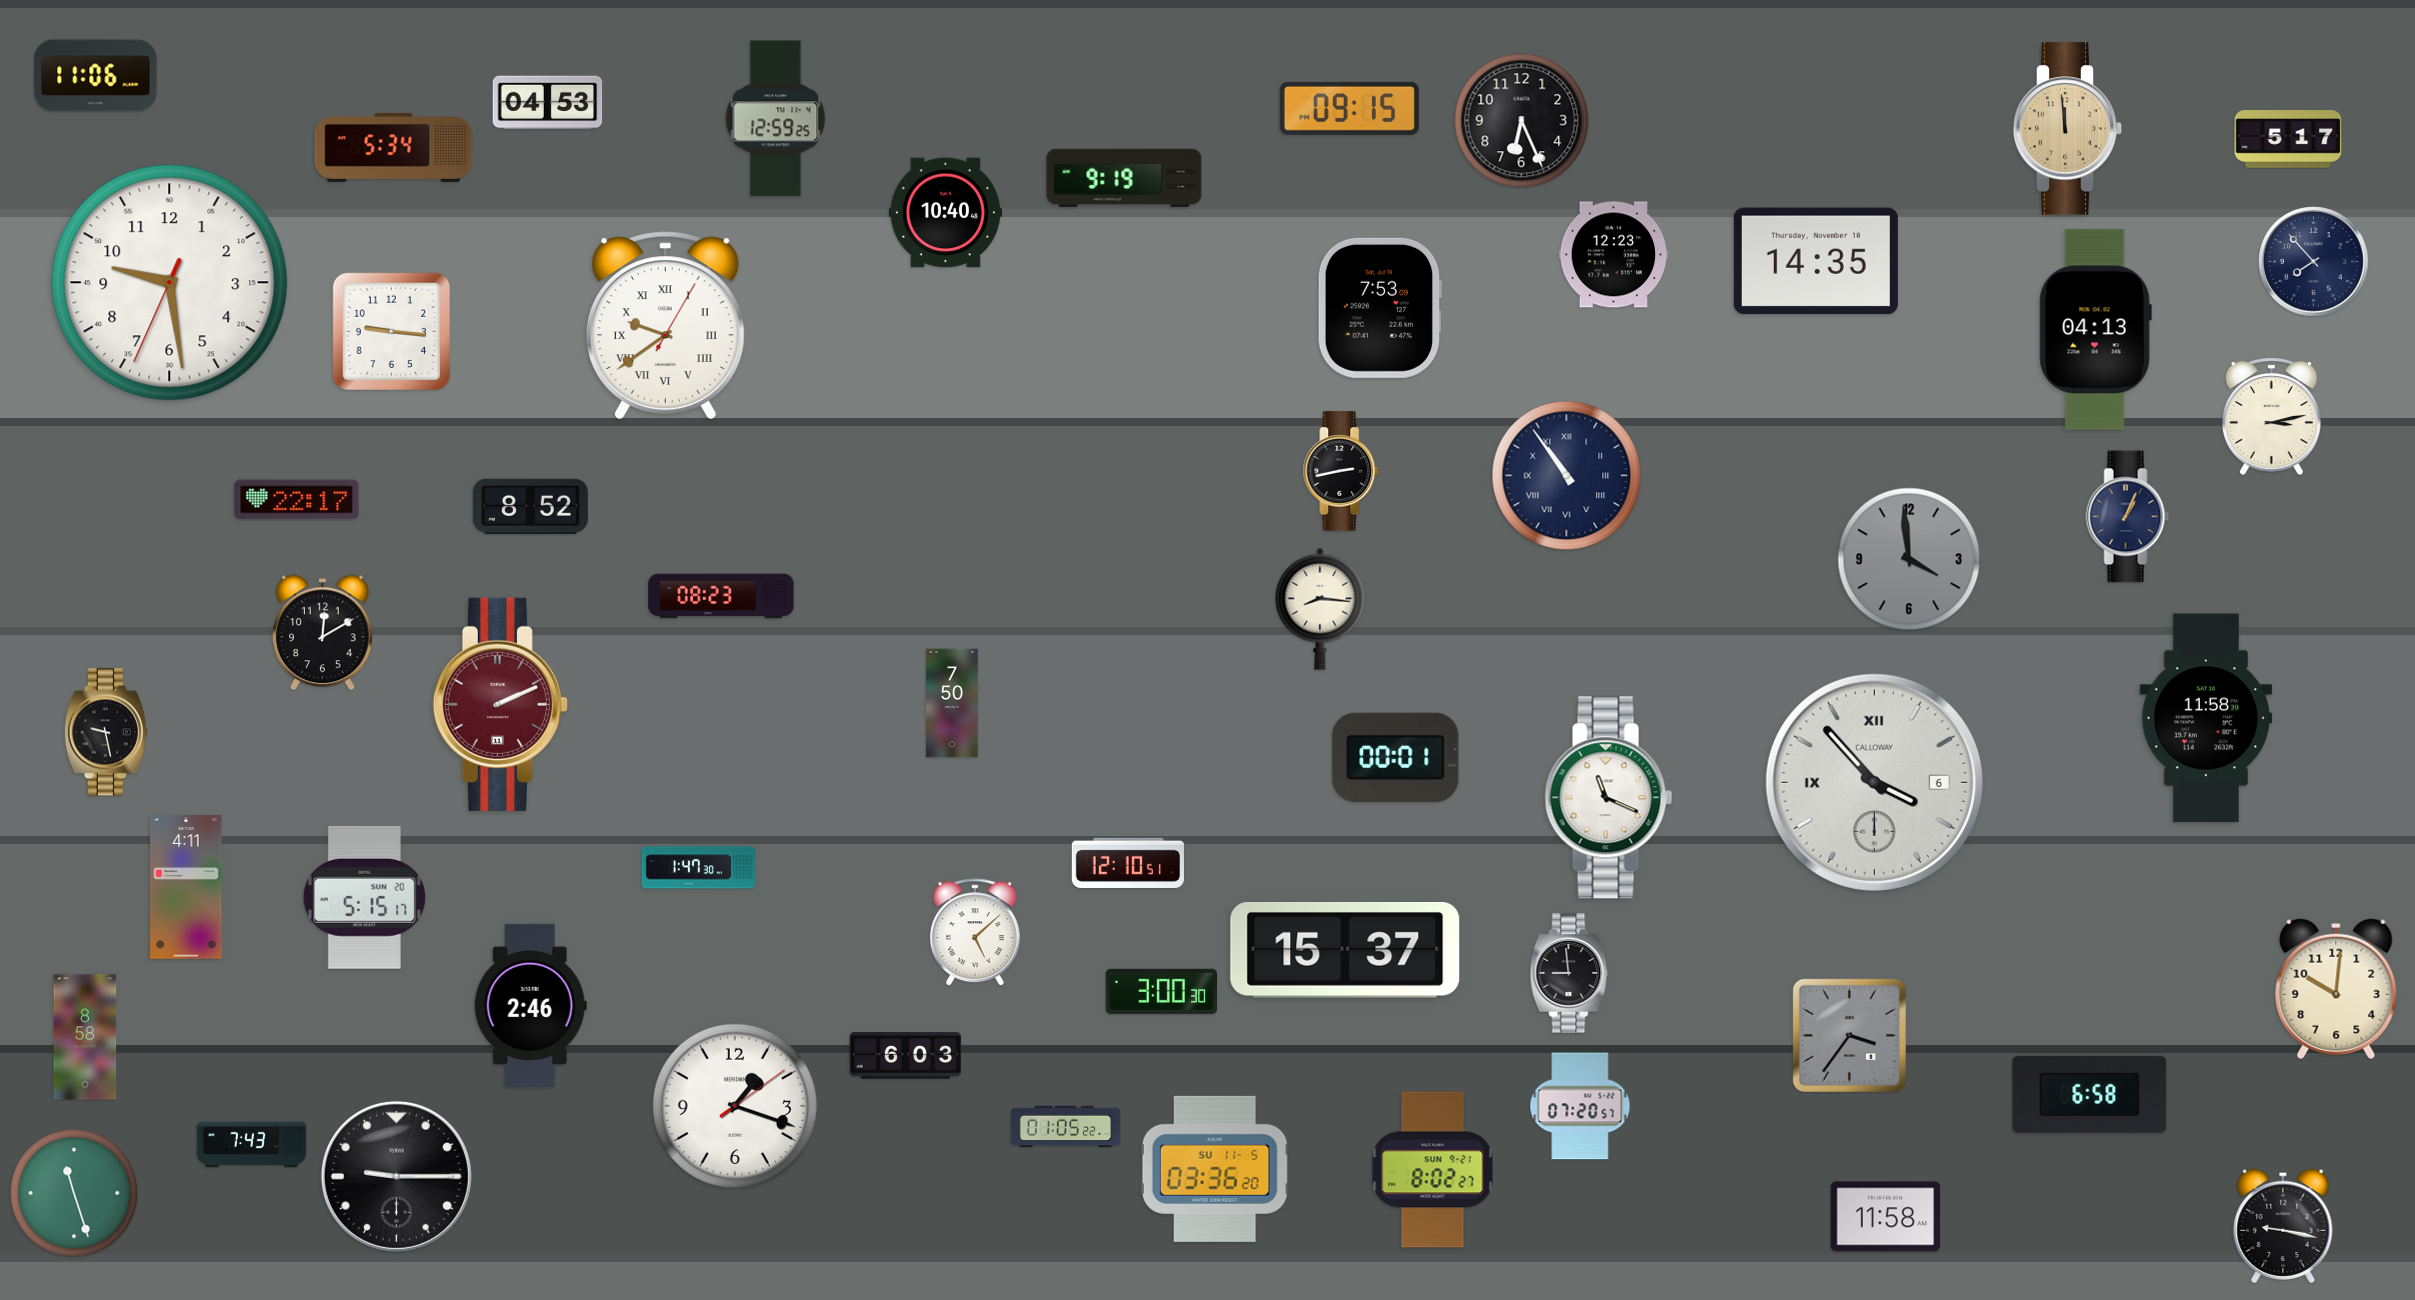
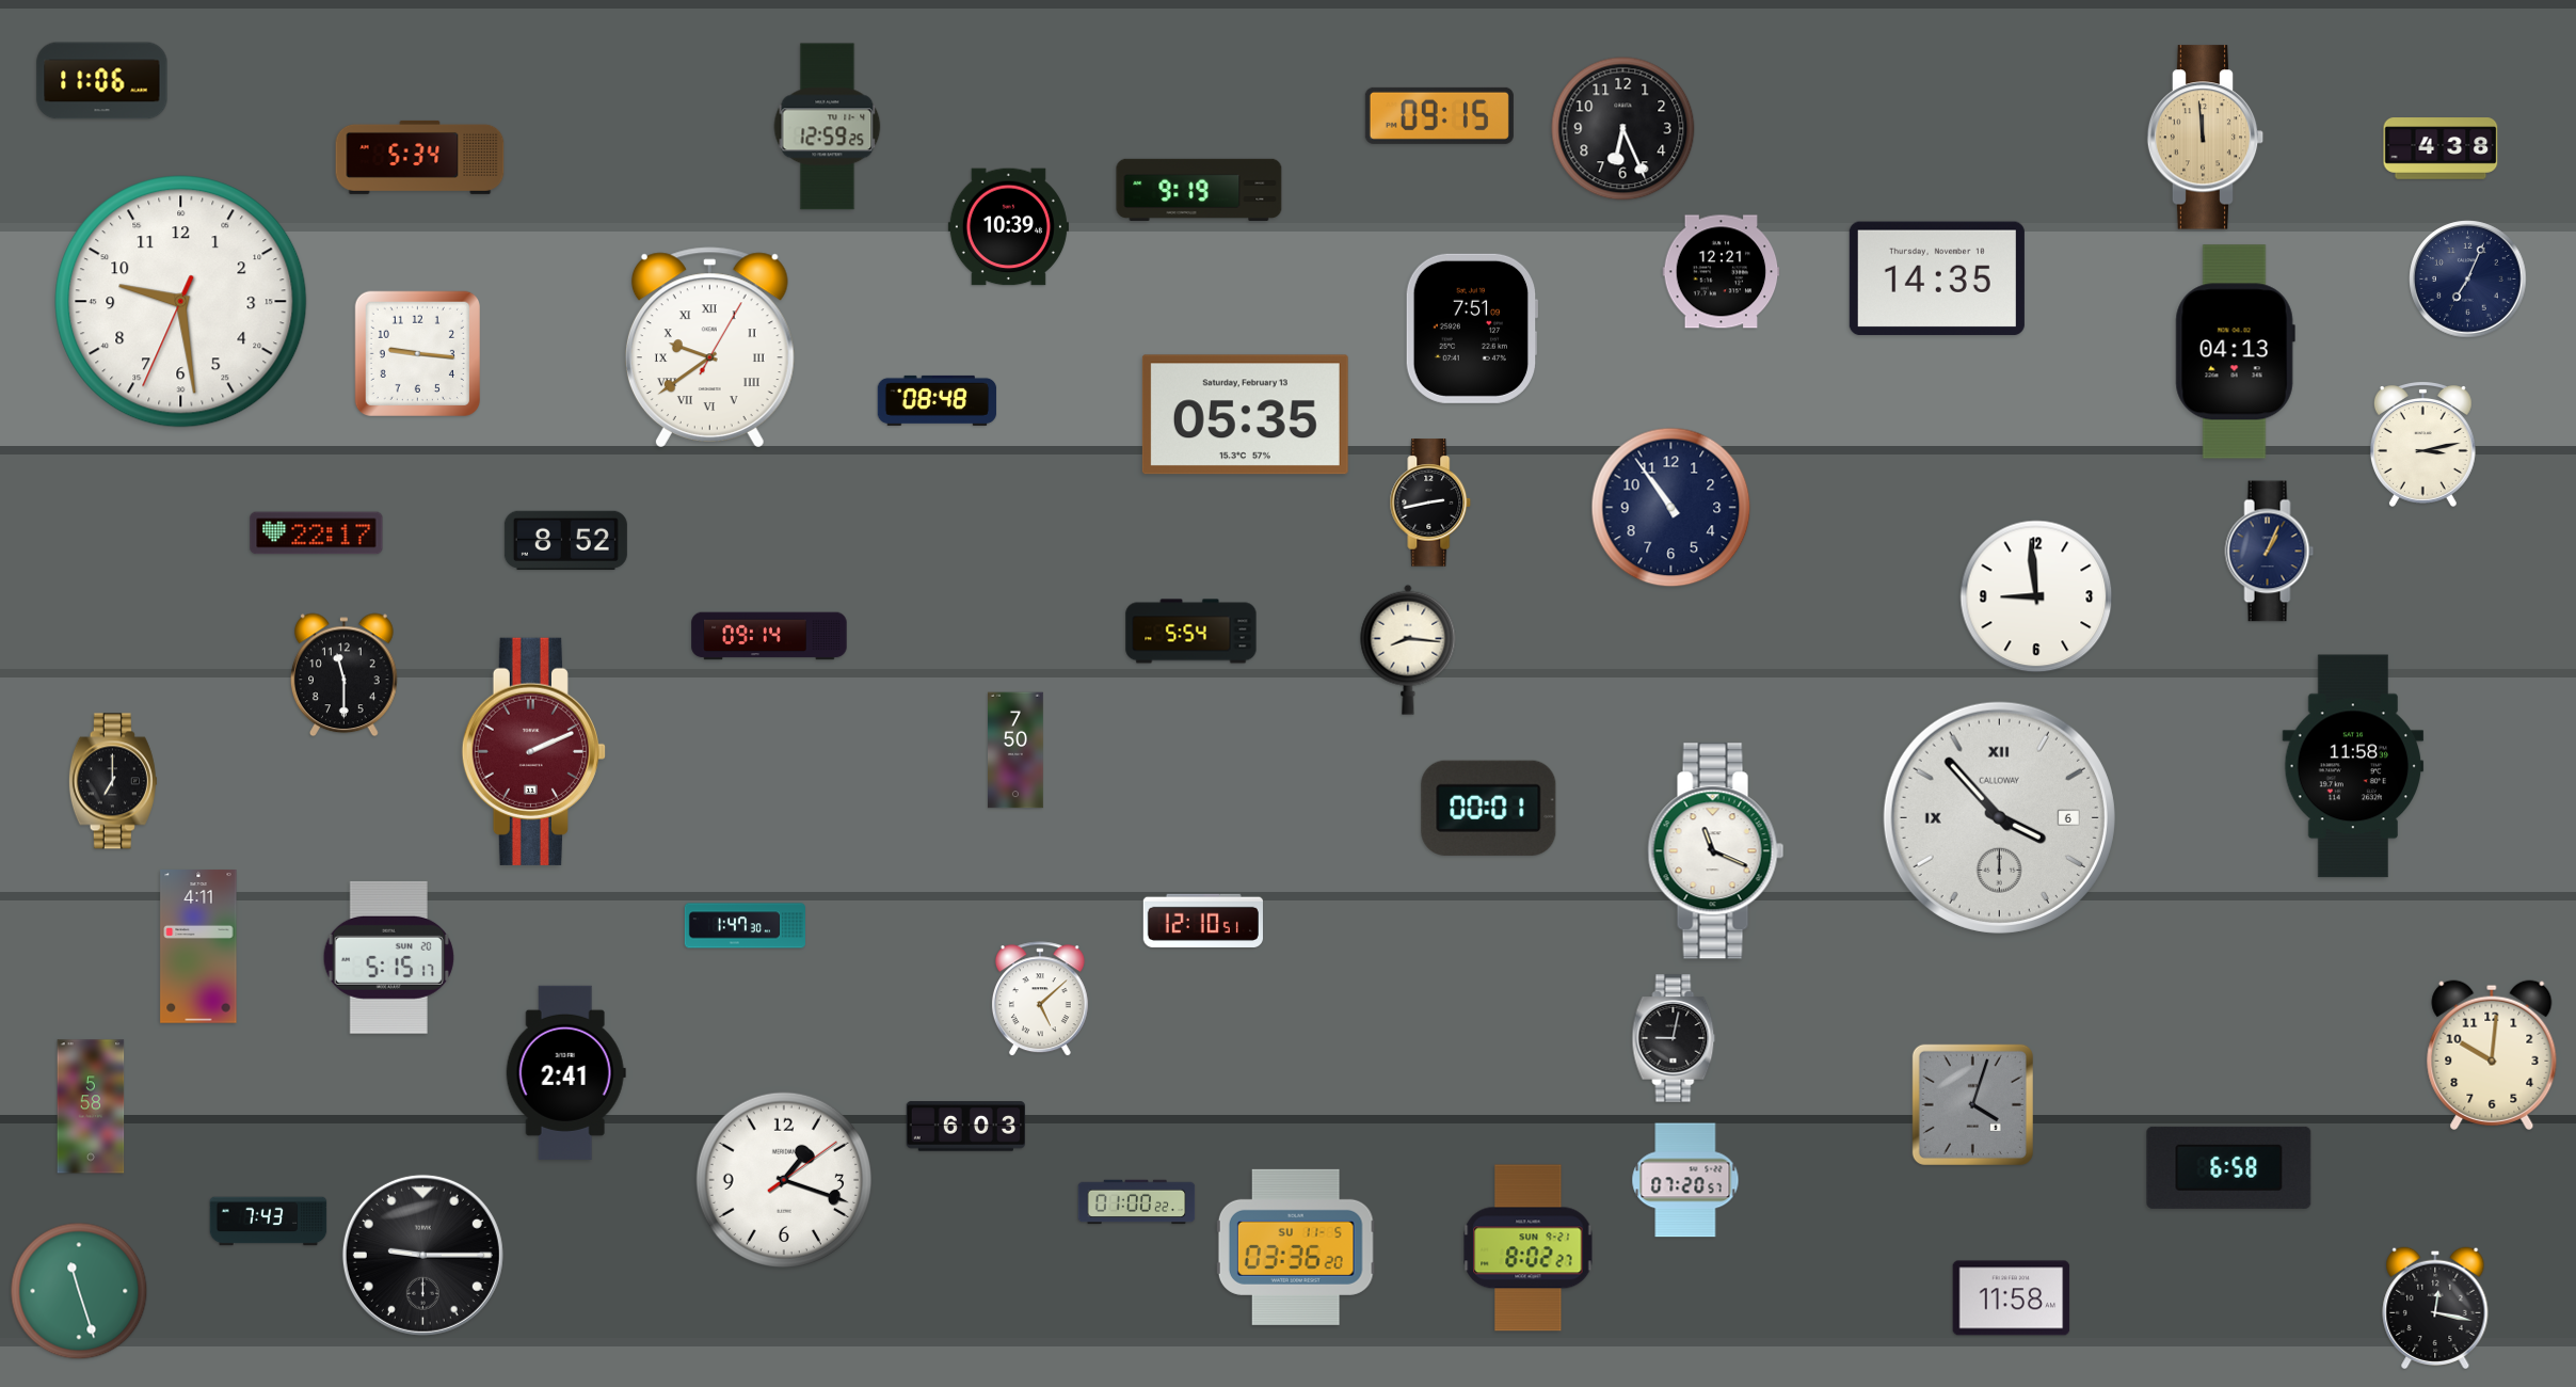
clock at (548, 103): 04:53 -> none
clock at (2288, 139): 5:17 -> 4:38
clock at (945, 213): 10:40 -> 10:39
clock at (1614, 255): 12:23 -> 12:21
clock at (2314, 262): 7:53 -> 7:04
clock at (1380, 308): 7:53 -> 7:51
clock at (938, 400): none -> 08:48
clock at (1245, 415): none -> 05:35
clock at (1567, 476) numerals: Roman -> Arabic
clock at (1909, 559): 3:59 -> 8:59
clock at (1909, 559) dial: grey -> white
clock at (1191, 632): none -> 5:54
clock at (721, 596): 08:23 -> 09:14
clock at (323, 633): 12:10 -> 11:30
clock at (106, 732): 9:28 -> 7:00
clock at (1874, 782) position: (1874, 782) -> (1999, 817)
clock at (975, 933) position: (975, 933) -> (1040, 1000)
clock at (1345, 951): 15:37 -> none
clock at (1569, 973): 8:59 -> 9:02
clock at (1161, 991): 3:00 -> none
clock at (530, 1005): 2:46 -> 2:41
clock at (1849, 1035): 3:36 -> 4:03
clock at (85, 1037): 8:58 -> 5:58
clock at (1066, 1127): 01:05 -> 01:00
clock at (74, 1193) position: (74, 1193) -> (79, 1291)
clock at (2283, 1226): 9:17 -> 12:17
